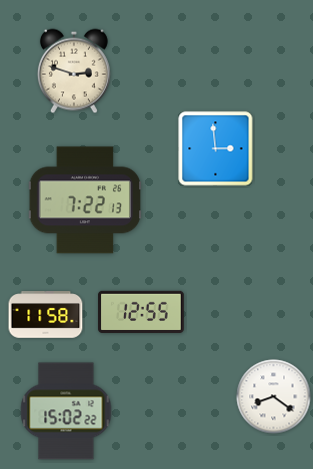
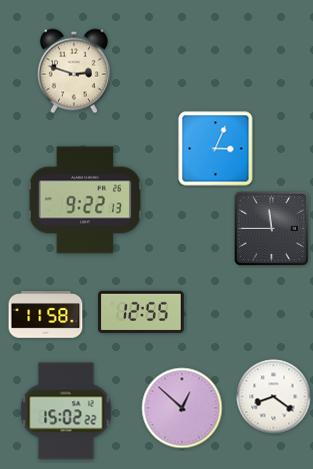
clock at (216, 149): 2:59 -> 3:04
clock at (85, 200): 7:22 -> 9:22
clock at (271, 228): none -> 11:45
clock at (182, 408): none -> 12:52
